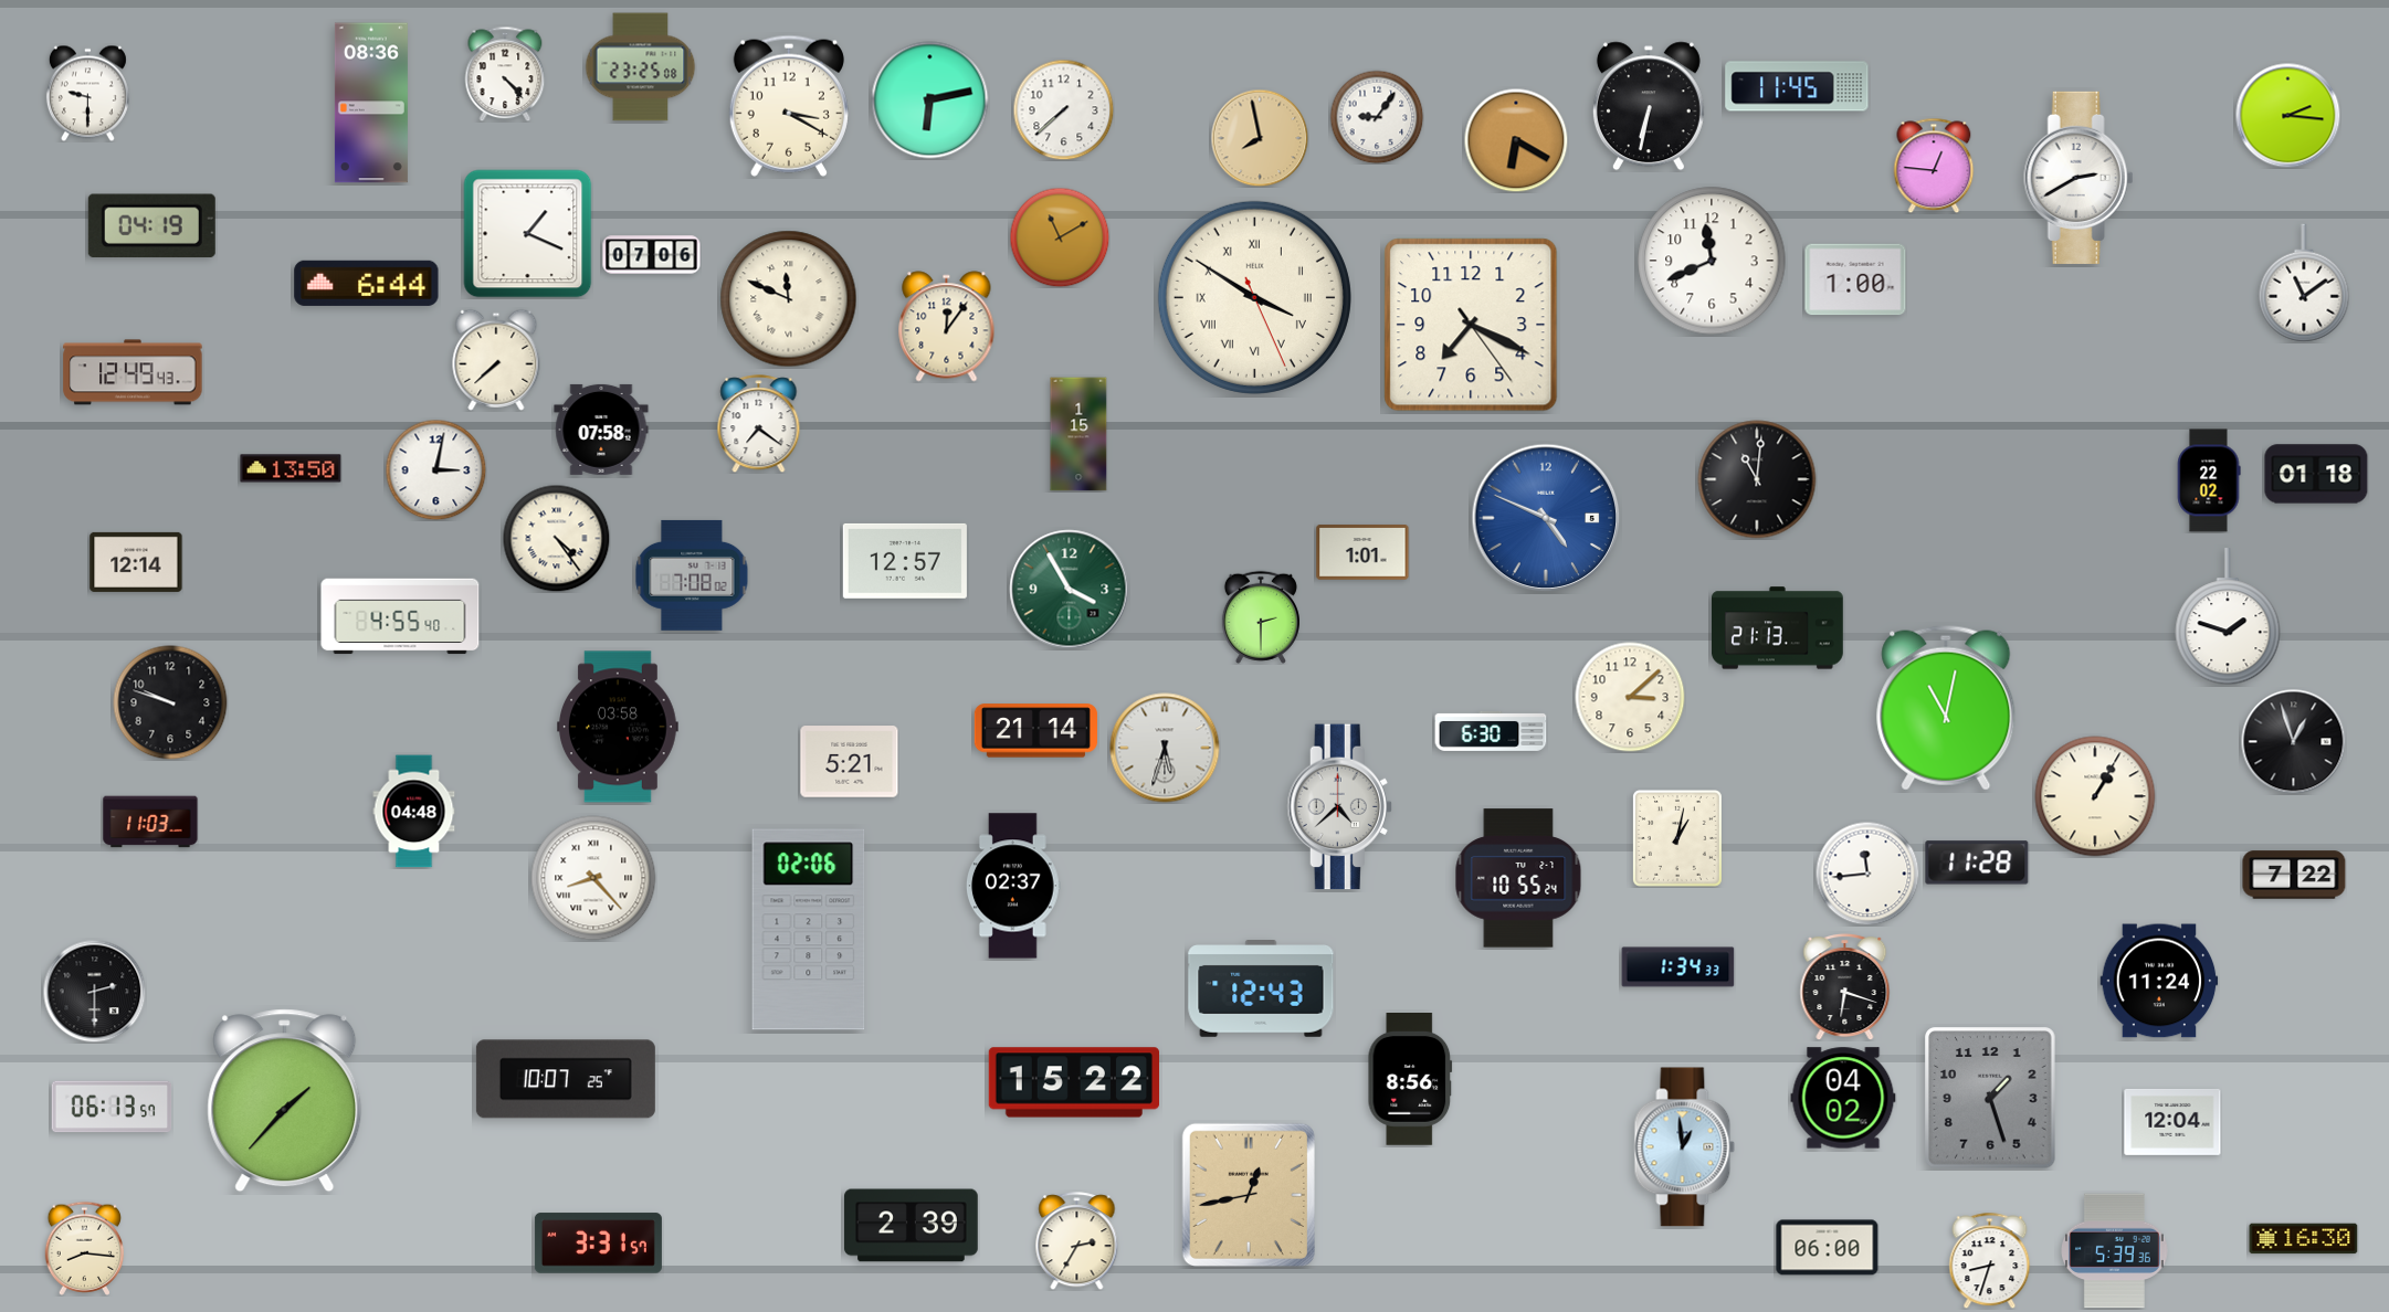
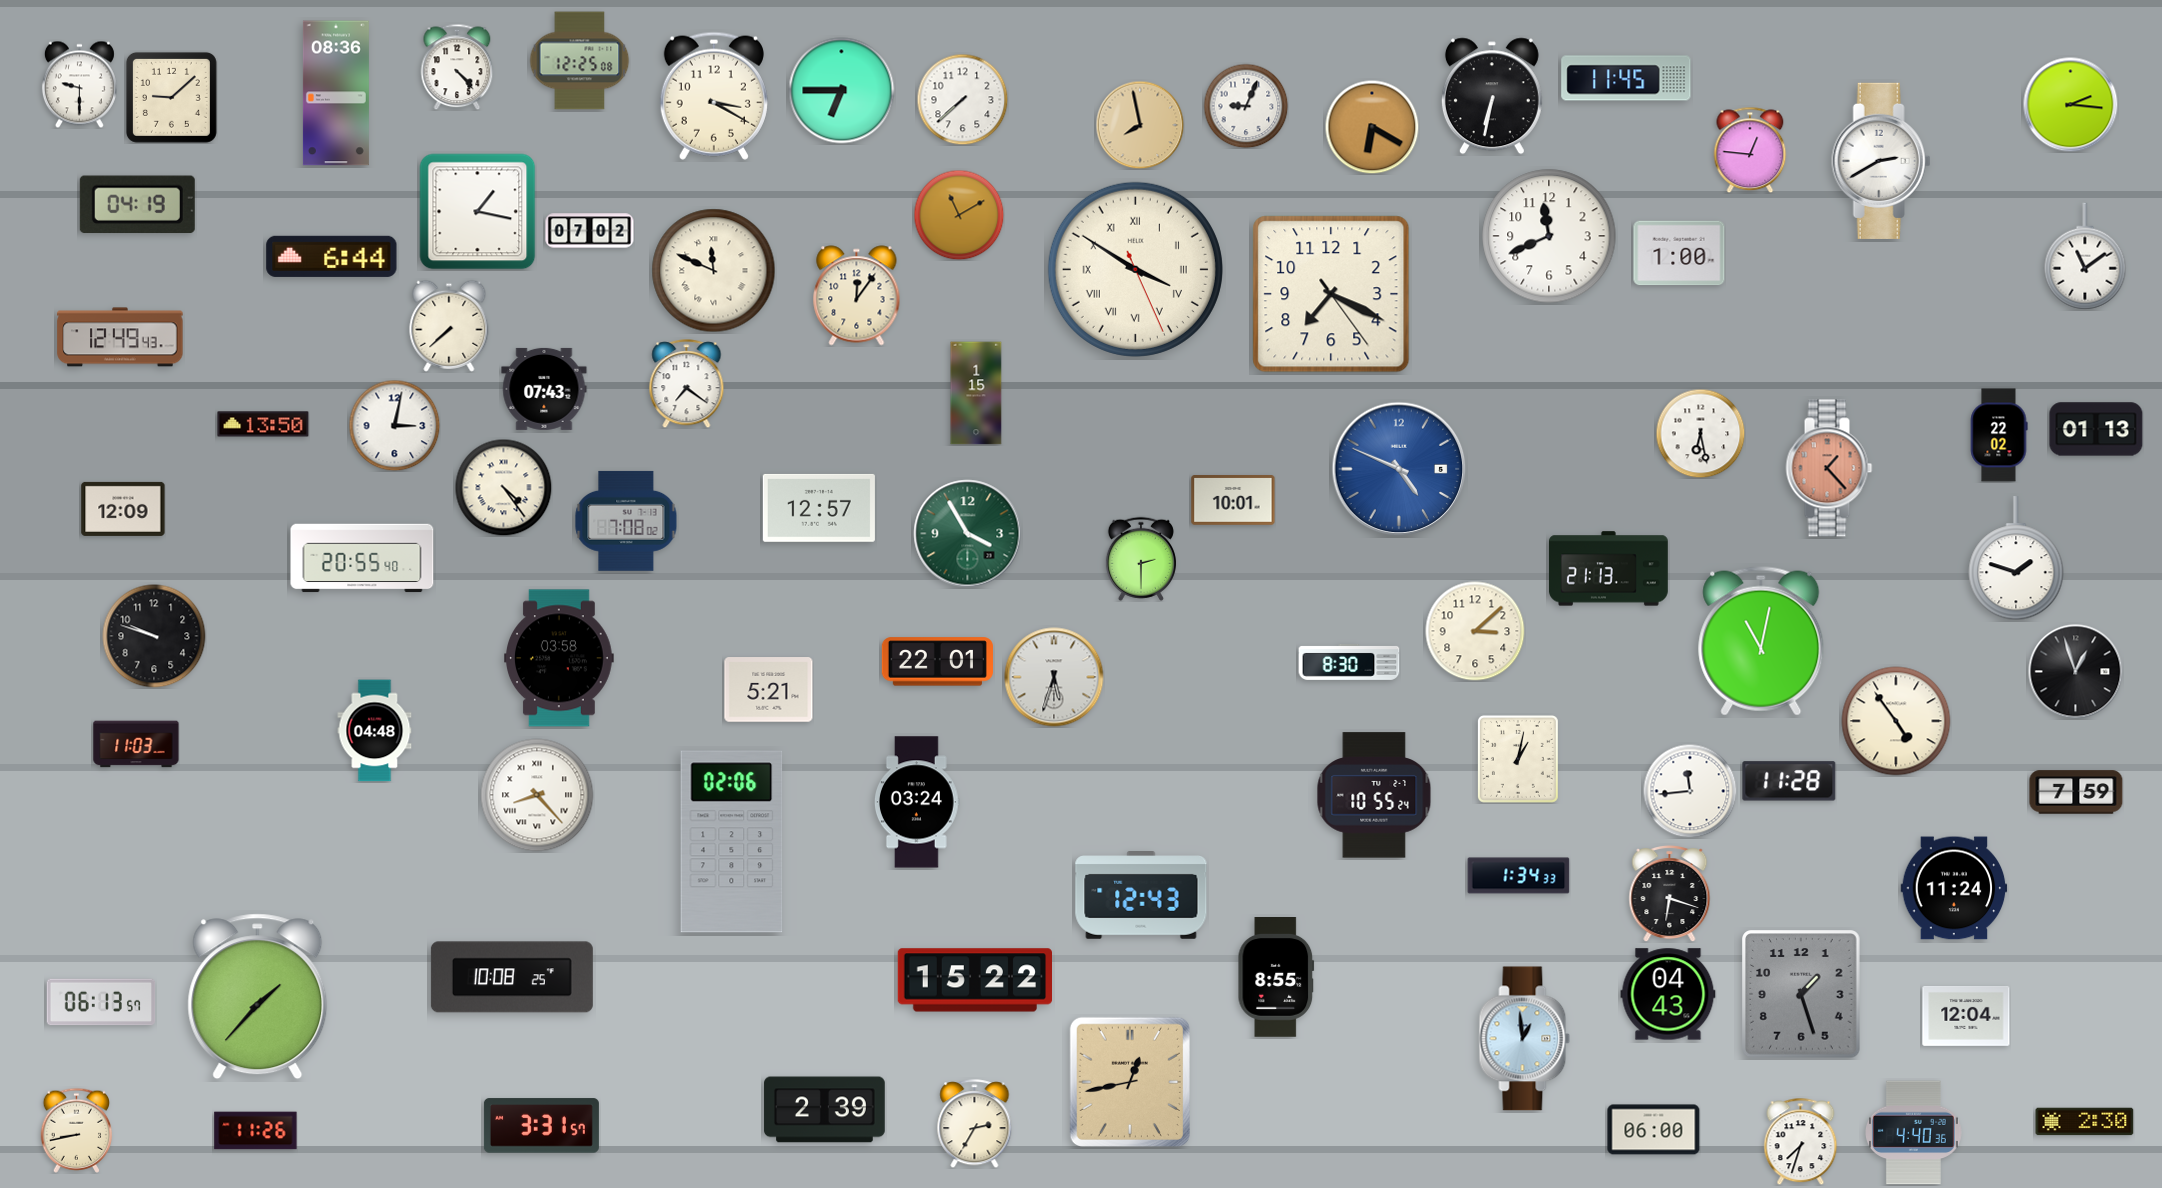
clock at (641, 67): 23:25 -> 12:25
clock at (930, 100): 6:13 -> 6:45
clock at (171, 97): none -> 9:08
clock at (1377, 117): 9:06 -> 9:04
clock at (528, 234): 1:19 -> 1:17
clock at (652, 255): 07:06 -> 07:02
clock at (601, 430): 07:58 -> 07:43
clock at (2316, 474): 01:18 -> 01:13
clock at (1700, 433): none -> 6:28
clock at (1757, 479): 11:01 -> none
clock at (1829, 468): none -> 1:23
clock at (1362, 552): 1:01 -> 10:01
clock at (136, 562): 12:14 -> 12:09
clock at (400, 616): 4:55 -> 20:55
clock at (1035, 731): 21:14 -> 22:01
clock at (1491, 731): 6:30 -> 8:30
clock at (2095, 796): 1:05 -> 4:54
clock at (1339, 807): 4:38 -> none
clock at (414, 812) position: (414, 812) -> (375, 731)
clock at (2294, 875): 7:22 -> 7:59
clock at (1014, 886): 02:37 -> 03:24
clock at (94, 991): 2:30 -> none
clock at (566, 1079): 10:07 -> 10:08
clock at (1410, 1080): 8:56 -> 8:55
clock at (1073, 1082) position: (1073, 1082) -> (974, 980)
clock at (1843, 1098): 04:02 -> 04:43
clock at (2304, 1239): 16:30 -> 2:30
clock at (85, 1248): 8:16 -> 8:43
clock at (256, 1131): none -> 11:26
clock at (2115, 1251): 5:39 -> 4:40
clock at (1990, 1260): 8:33 -> 7:33
